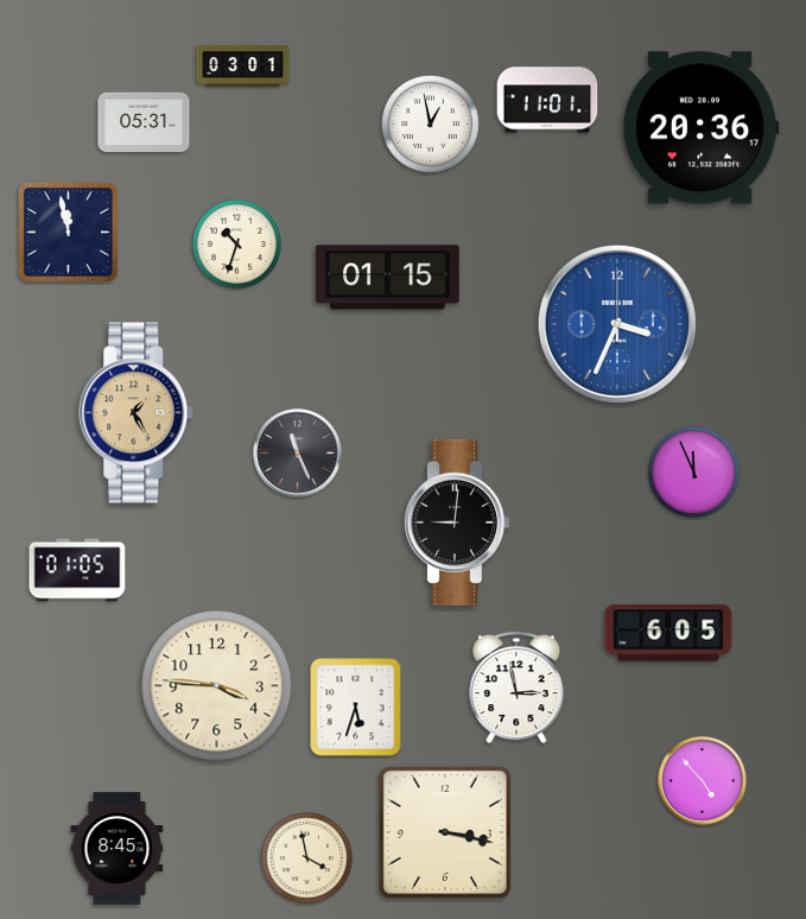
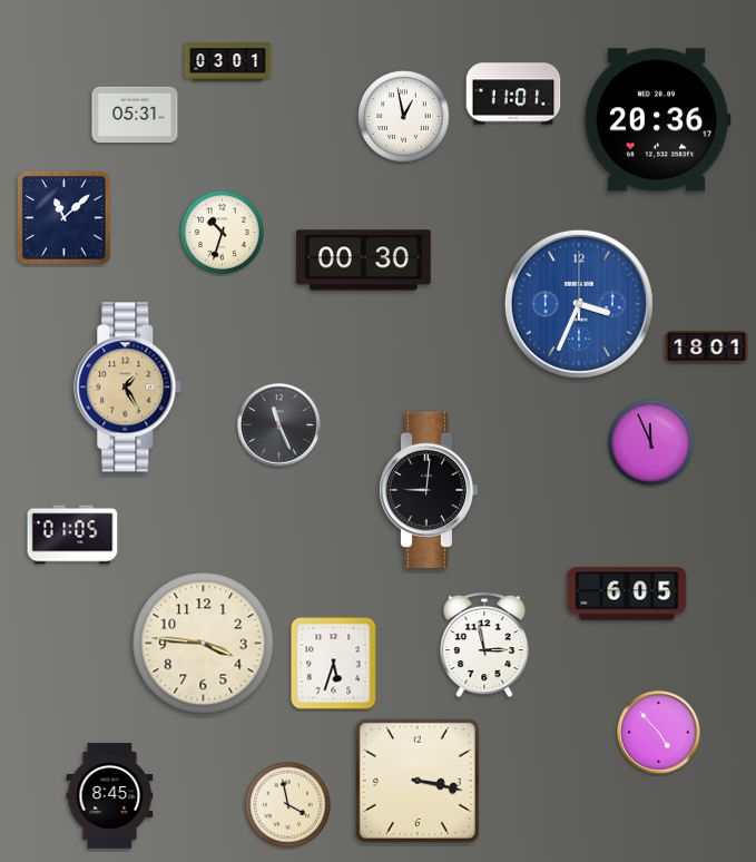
clock at (68, 232): 11:58 -> 11:08
clock at (236, 243) position: (236, 243) -> (222, 232)
clock at (388, 278): 01:15 -> 00:30
clock at (707, 347): none -> 18:01
